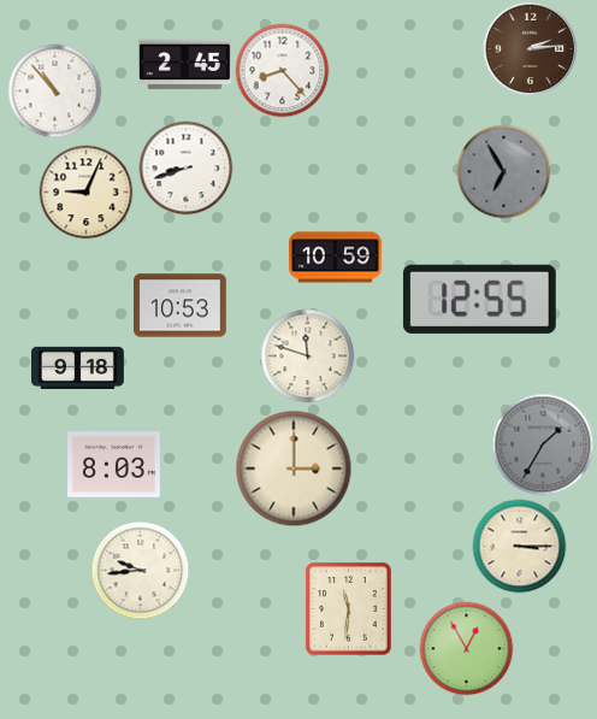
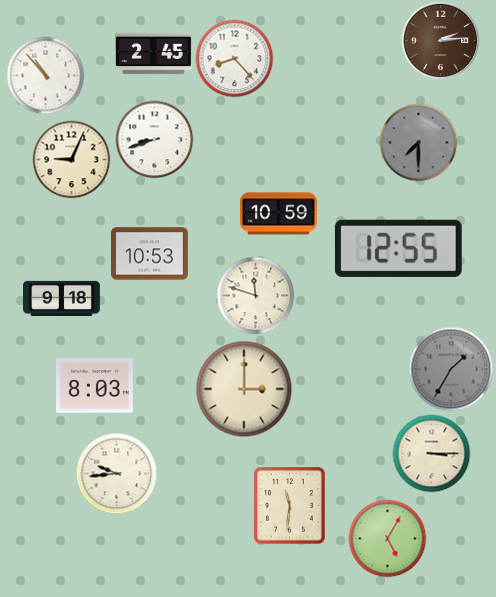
clock at (503, 171): 6:55 -> 7:30
clock at (78, 367) position: (78, 367) -> (62, 298)
clock at (466, 648): 12:55 -> 5:05
